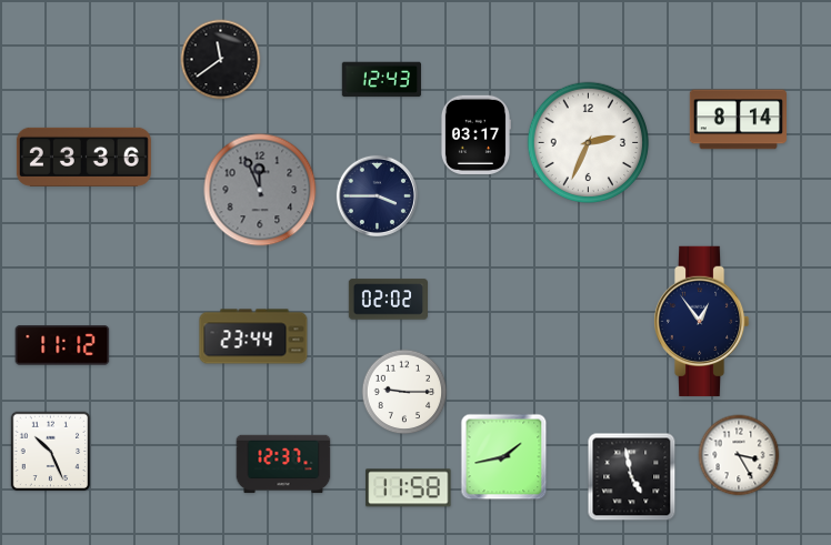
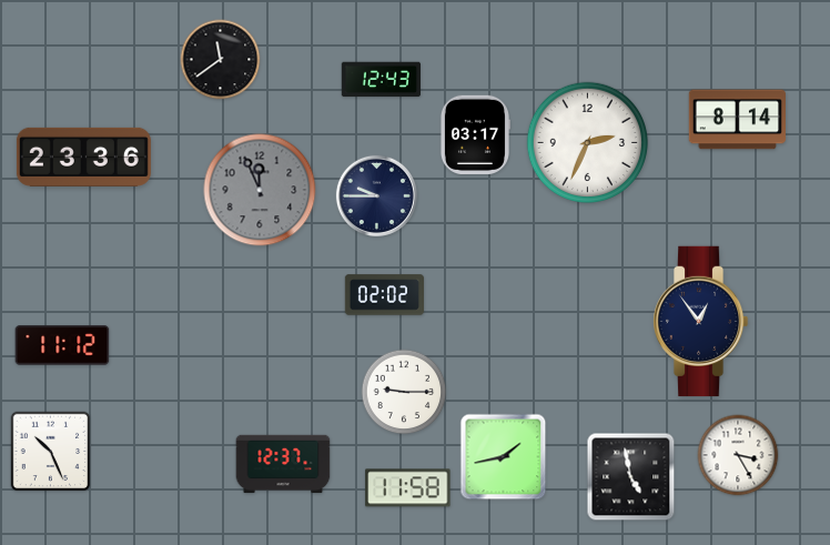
clock at (377, 195): 3:45 -> 9:45
clock at (388, 300) position: (388, 300) -> (384, 295)
clock at (253, 336): 23:44 -> none
